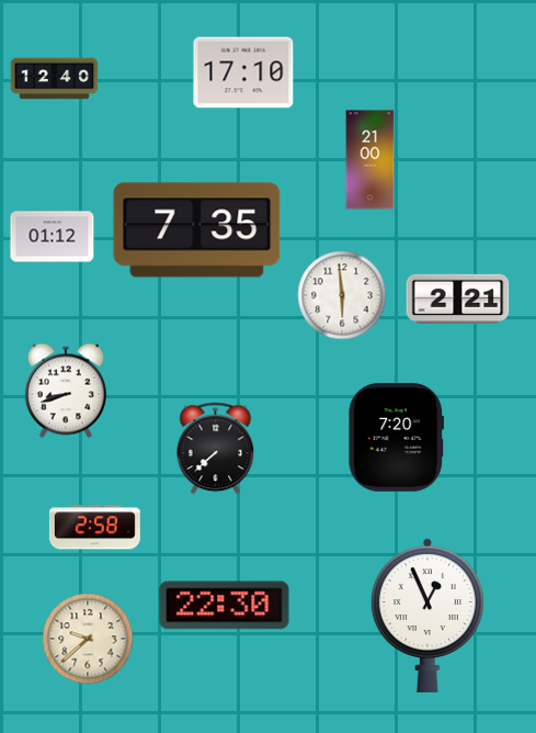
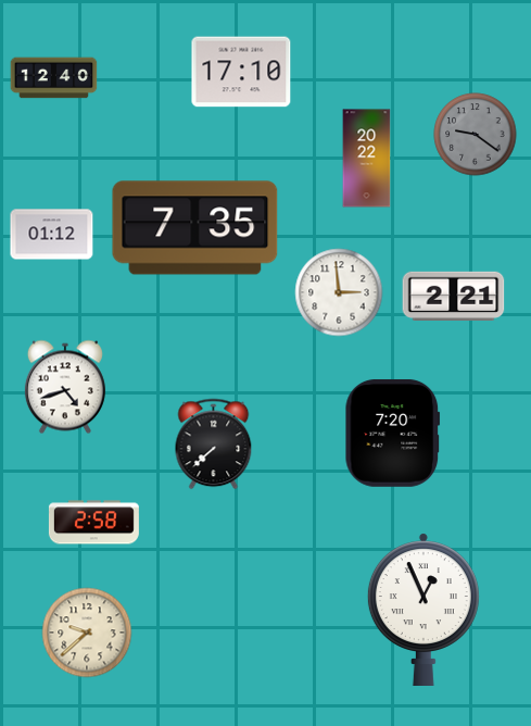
clock at (476, 135): none -> 9:21
clock at (370, 160): 21:00 -> 20:22
clock at (342, 295): 5:59 -> 2:59
clock at (66, 391): 8:42 -> 4:42
clock at (225, 606): 22:30 -> none
